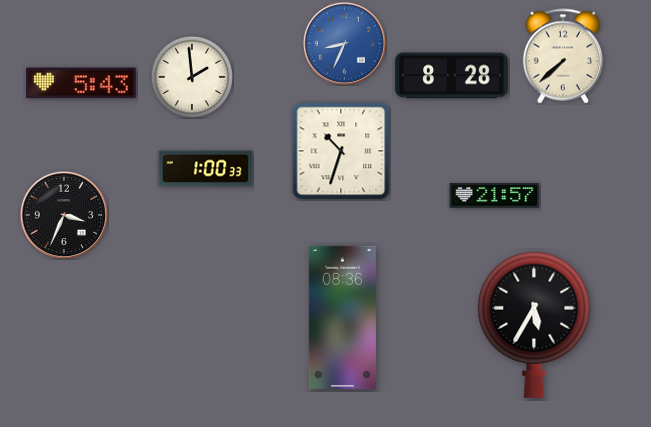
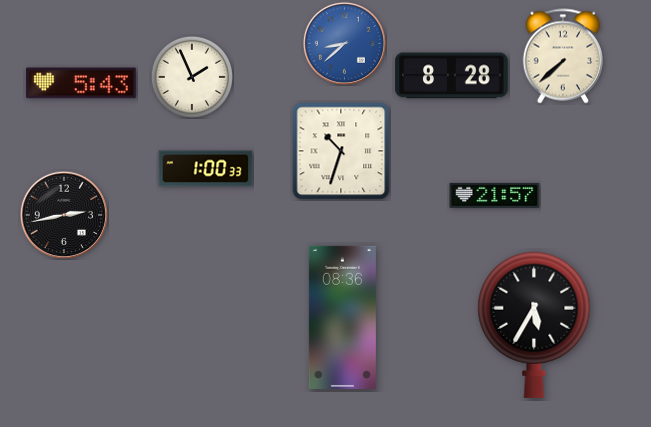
clock at (344, 43): 8:34 -> 8:38
clock at (191, 76): 1:59 -> 1:56
clock at (63, 214): 3:34 -> 2:43
